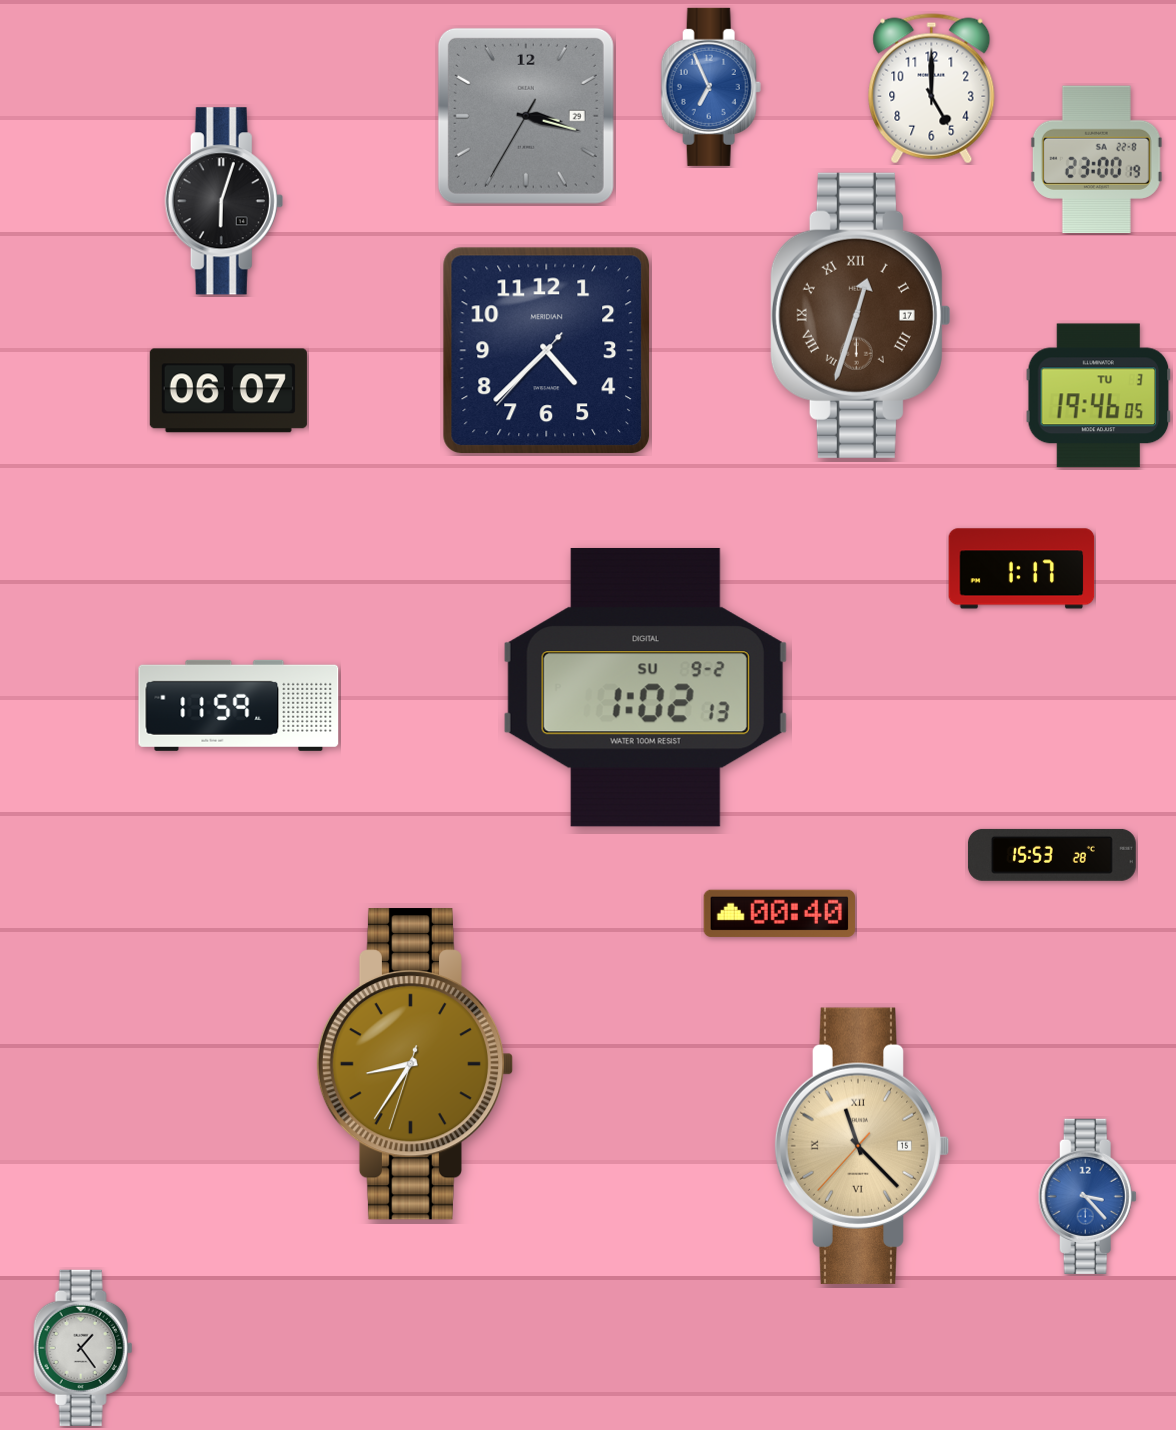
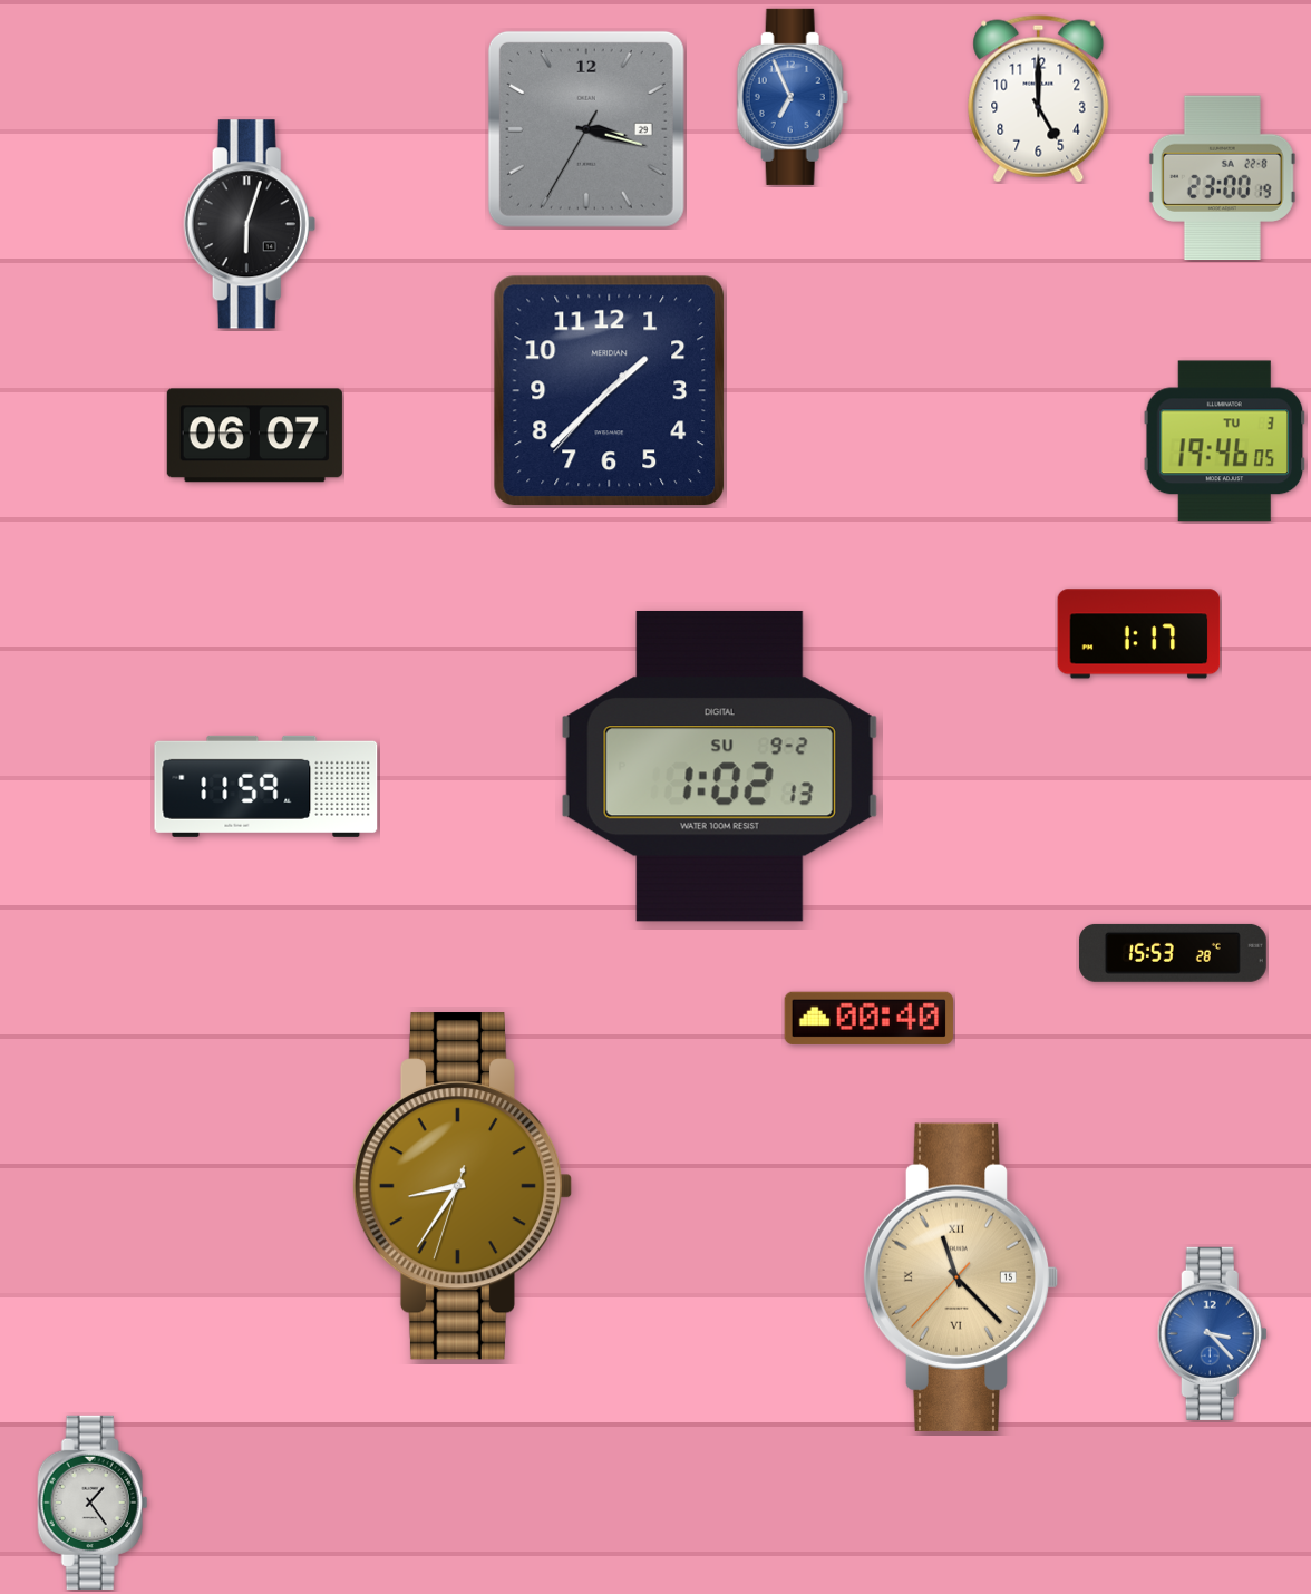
clock at (860, 315): 12:33 -> none
clock at (547, 351): 4:37 -> 1:37
